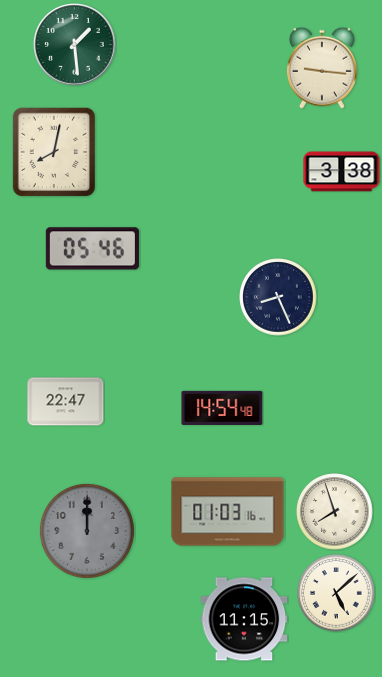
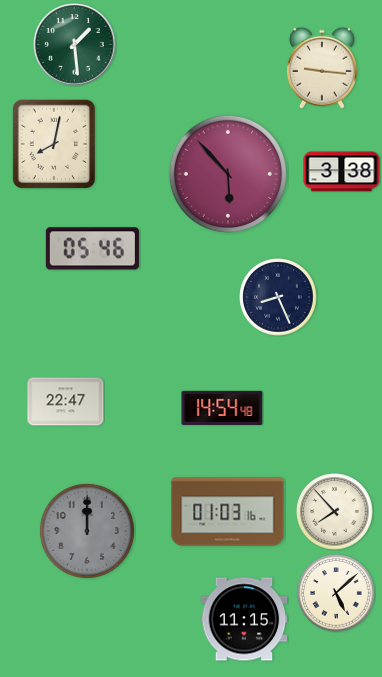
clock at (53, 151) position: (53, 151) -> (53, 143)
clock at (228, 174): none -> 5:53
clock at (335, 512): 7:57 -> 7:53
